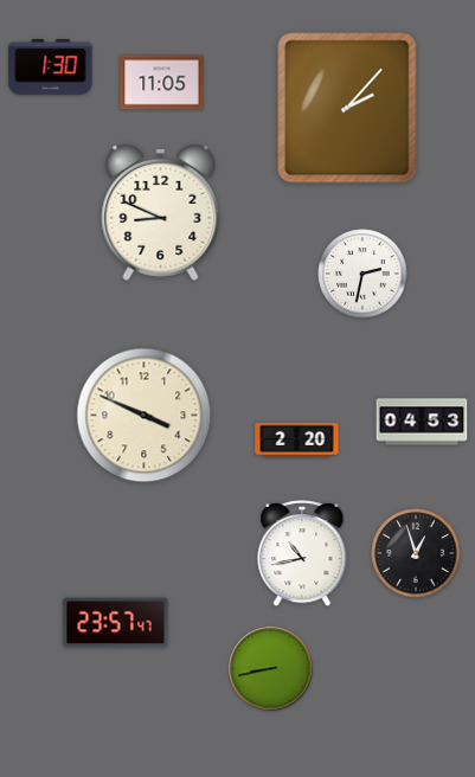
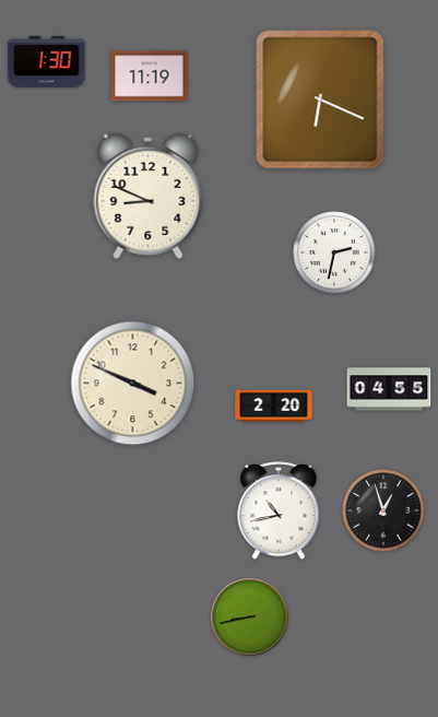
clock at (162, 83): 11:05 -> 11:19
clock at (347, 108): 2:07 -> 6:19
clock at (422, 422): 04:53 -> 04:55
clock at (116, 623): 23:57 -> none
